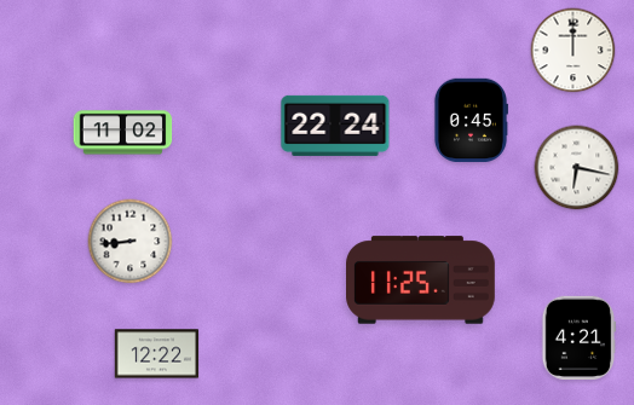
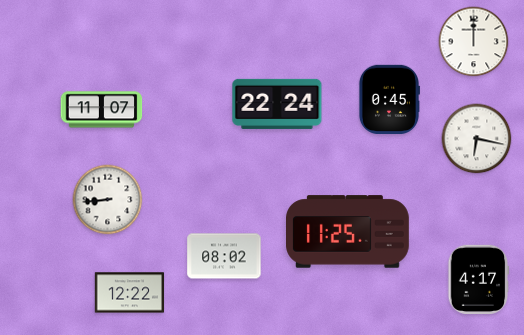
clock at (123, 133): 11:02 -> 11:07
clock at (224, 256): none -> 08:02
clock at (578, 337): 4:21 -> 4:17
